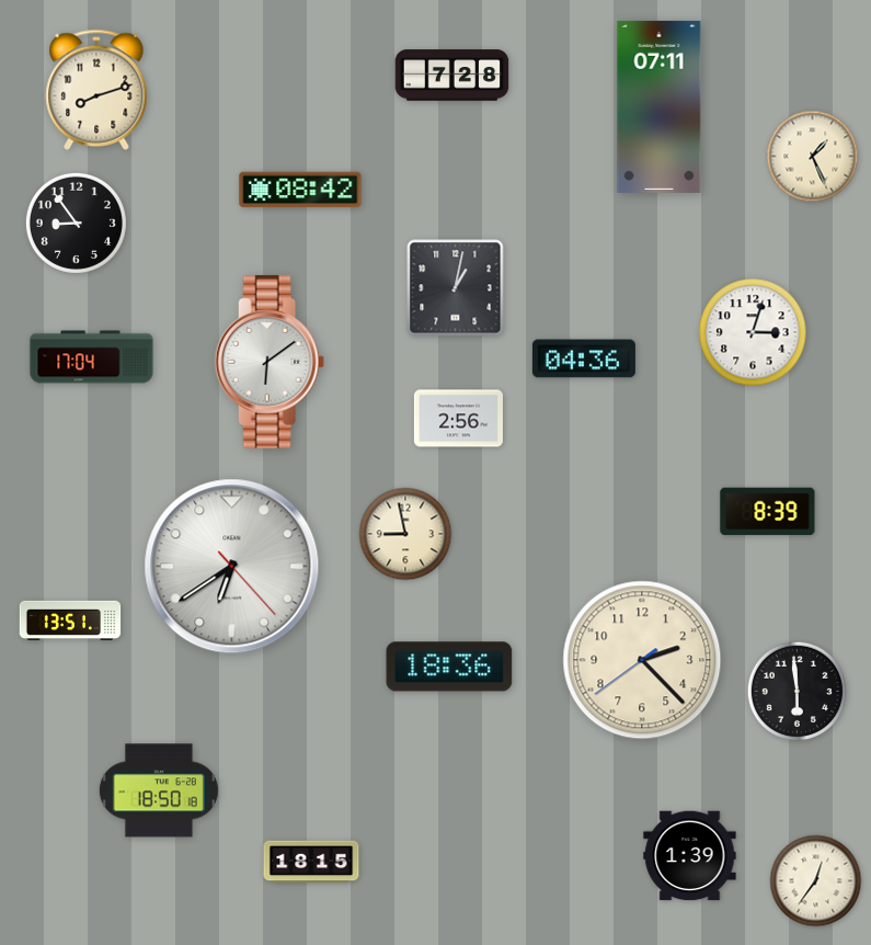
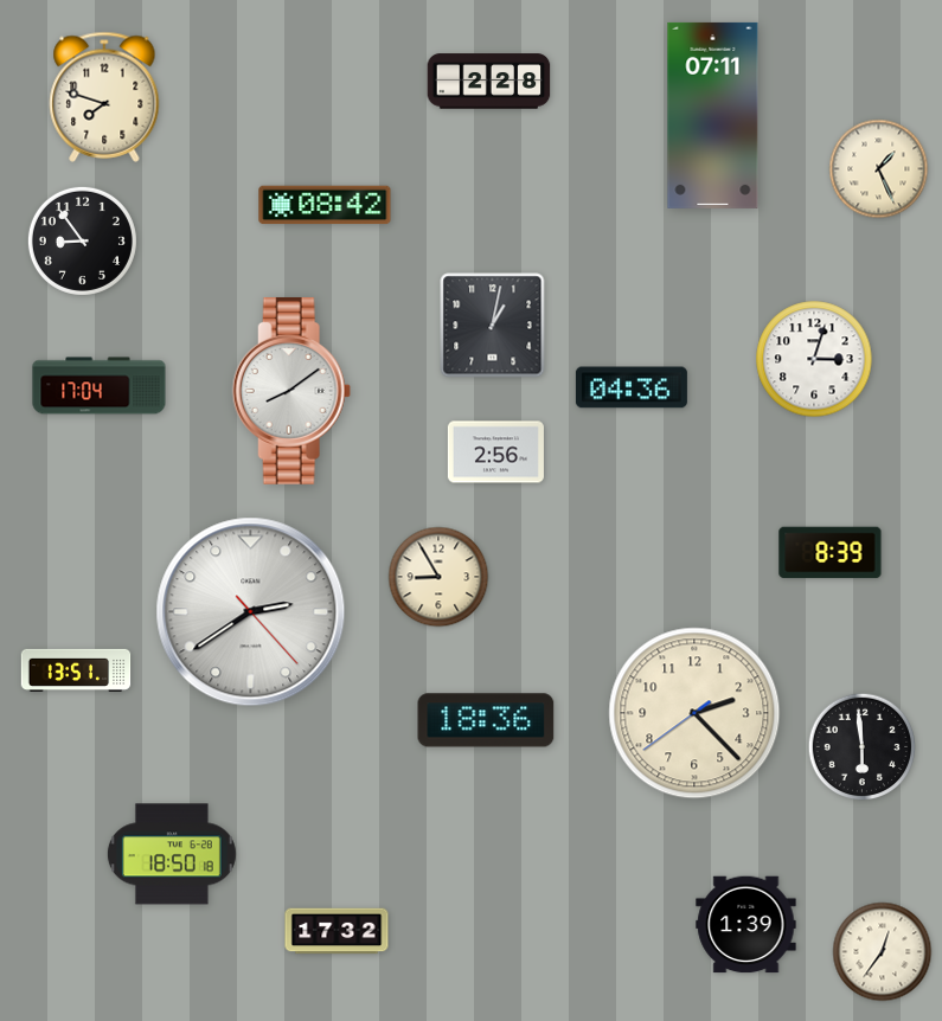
clock at (452, 76): 7:28 -> 2:28
clock at (96, 90): 8:12 -> 7:48
clock at (456, 288) position: (456, 288) -> (493, 326)
clock at (270, 362): 6:09 -> 8:09
clock at (405, 534): 8:58 -> 8:55
clock at (232, 567): 6:39 -> 2:39
clock at (311, 862): 18:15 -> 17:32
